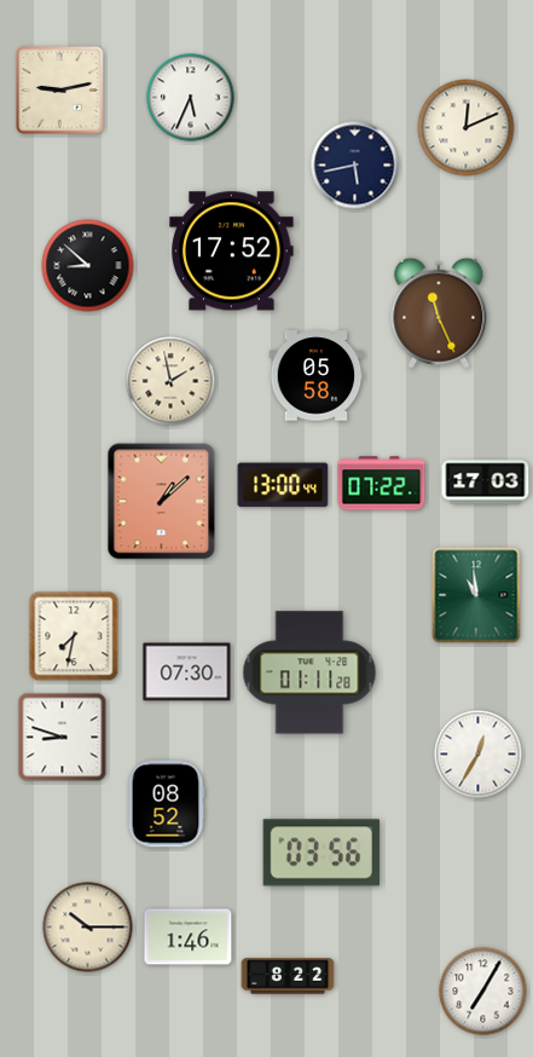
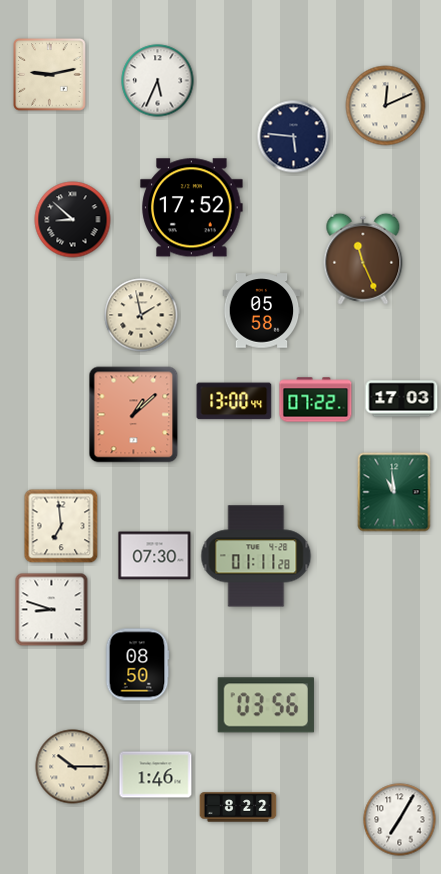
clock at (355, 166): 5:43 -> 5:46
clock at (74, 636): 7:32 -> 6:59
clock at (479, 755): 12:35 -> none
clock at (166, 804): 08:52 -> 08:50
